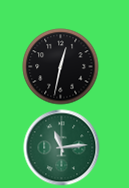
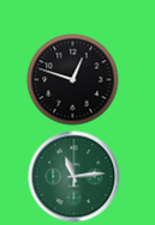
clock at (61, 67): 12:32 -> 12:48
